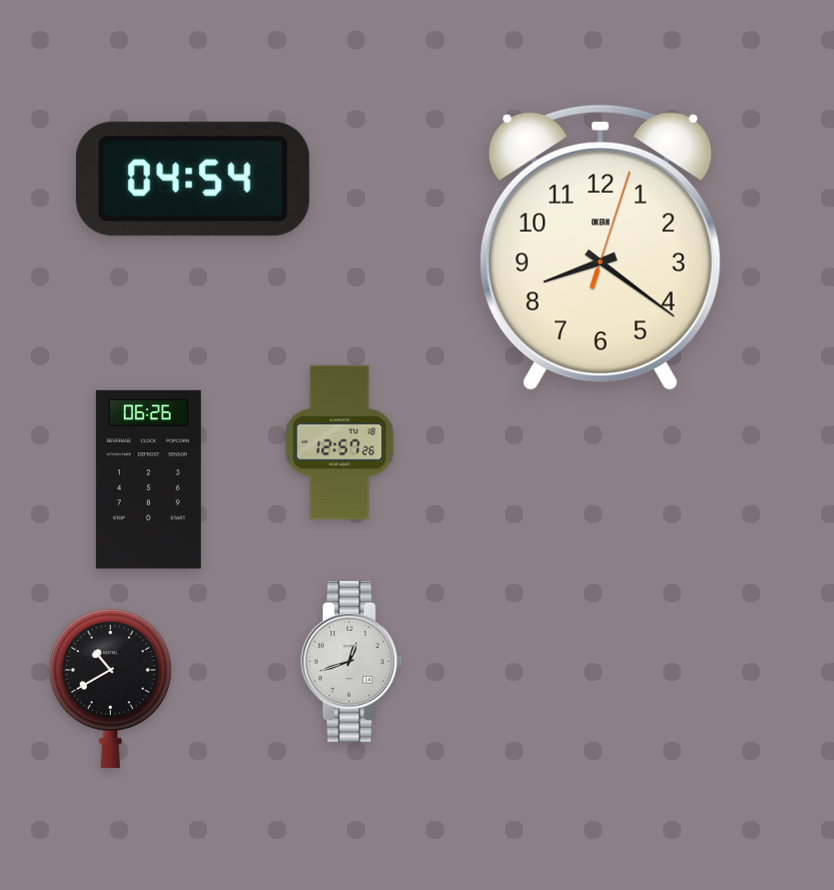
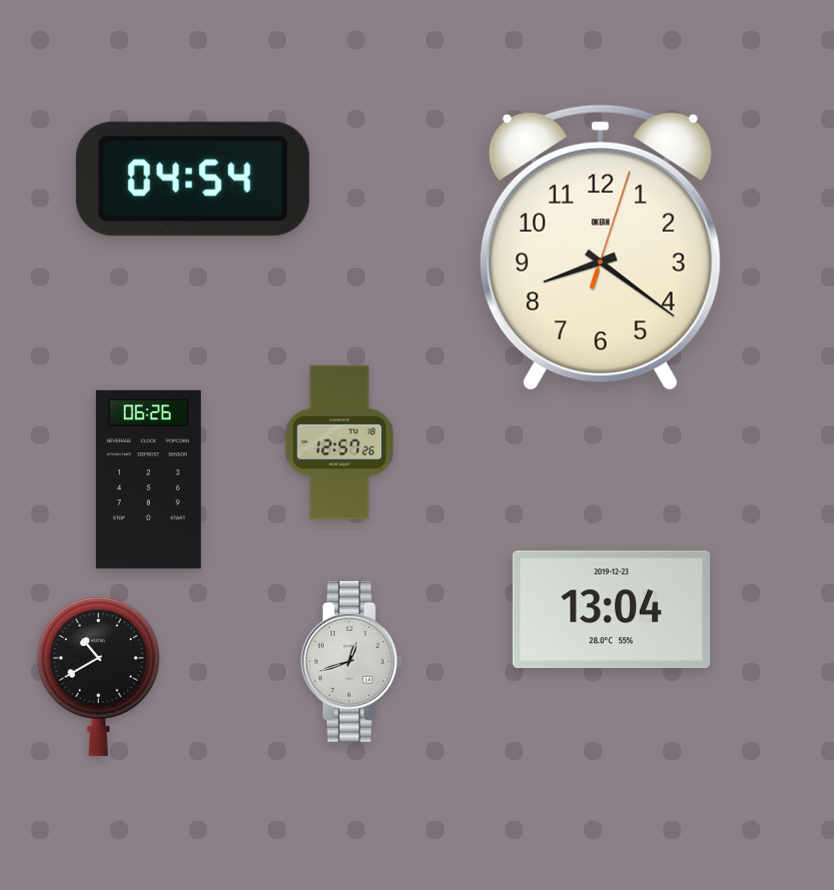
clock at (611, 610): none -> 13:04
clock at (110, 688) position: (110, 688) -> (98, 676)
